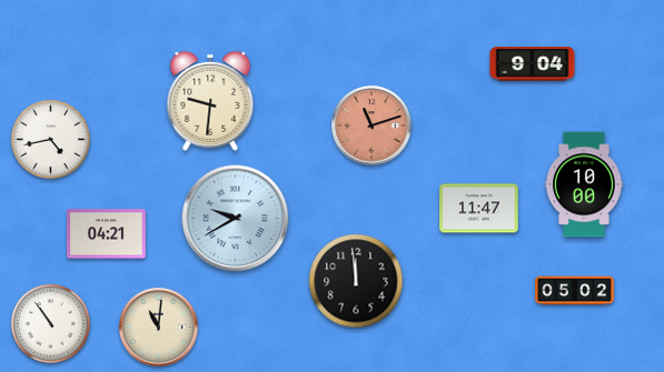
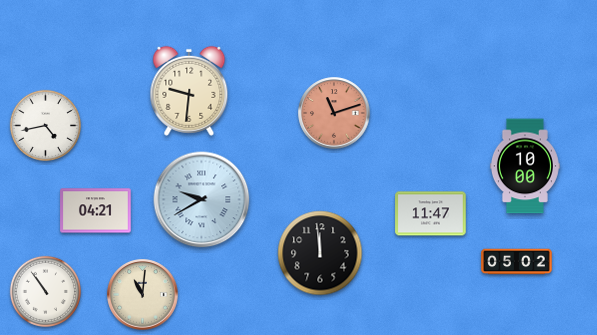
clock at (533, 64): 9:04 -> none
clock at (479, 209) position: (479, 209) -> (431, 214)
clock at (236, 219) position: (236, 219) -> (202, 200)
